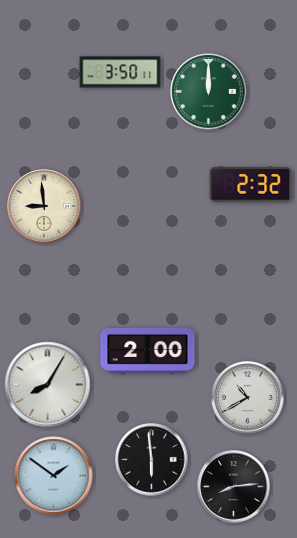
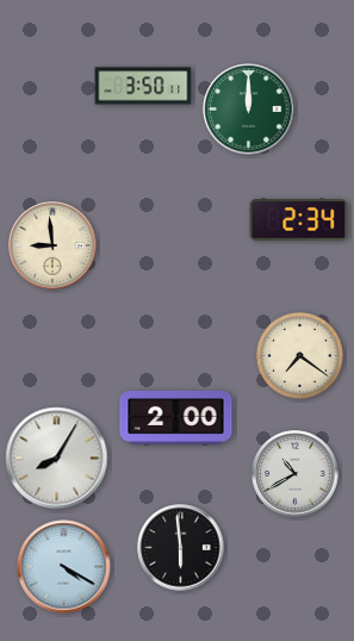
clock at (251, 185): 2:32 -> 2:34
clock at (299, 355): none -> 7:21
clock at (54, 476): 1:51 -> 4:20
clock at (234, 487): 8:14 -> none
